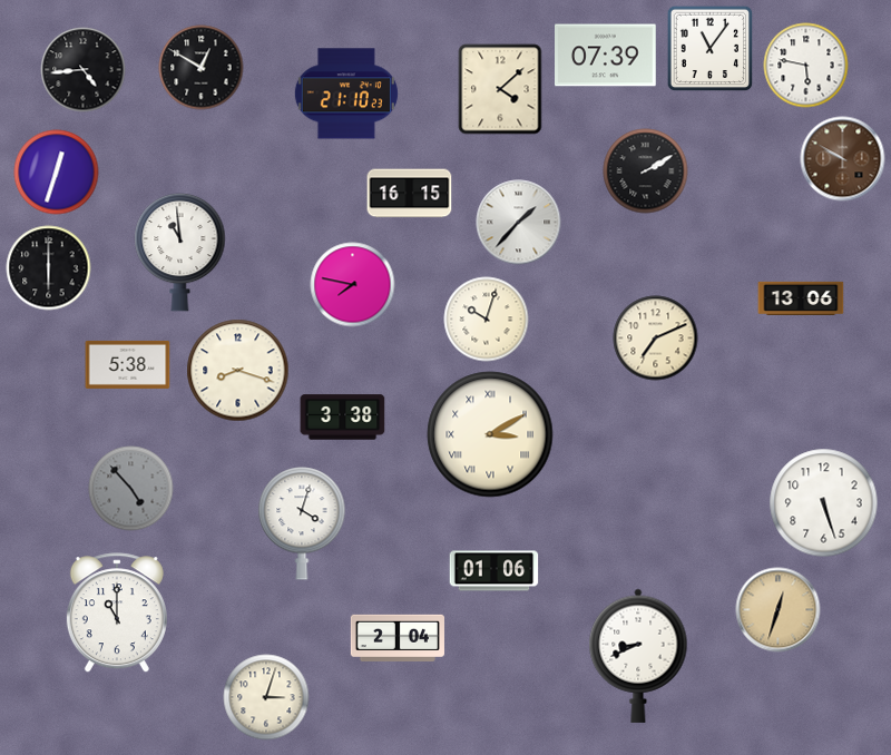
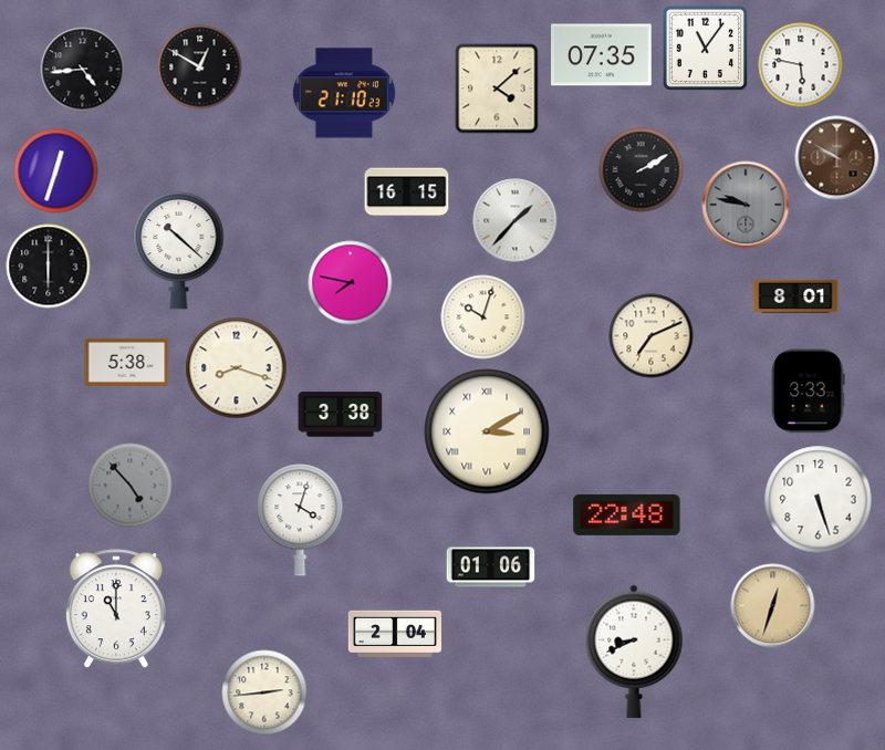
clock at (606, 56): 07:39 -> 07:35
clock at (746, 205): none -> 9:47
clock at (180, 252): 10:59 -> 10:22
clock at (801, 297): 13:06 -> 8:01
clock at (808, 392): none -> 3:33
clock at (627, 514): none -> 22:48
clock at (266, 697): 3:03 -> 2:44
